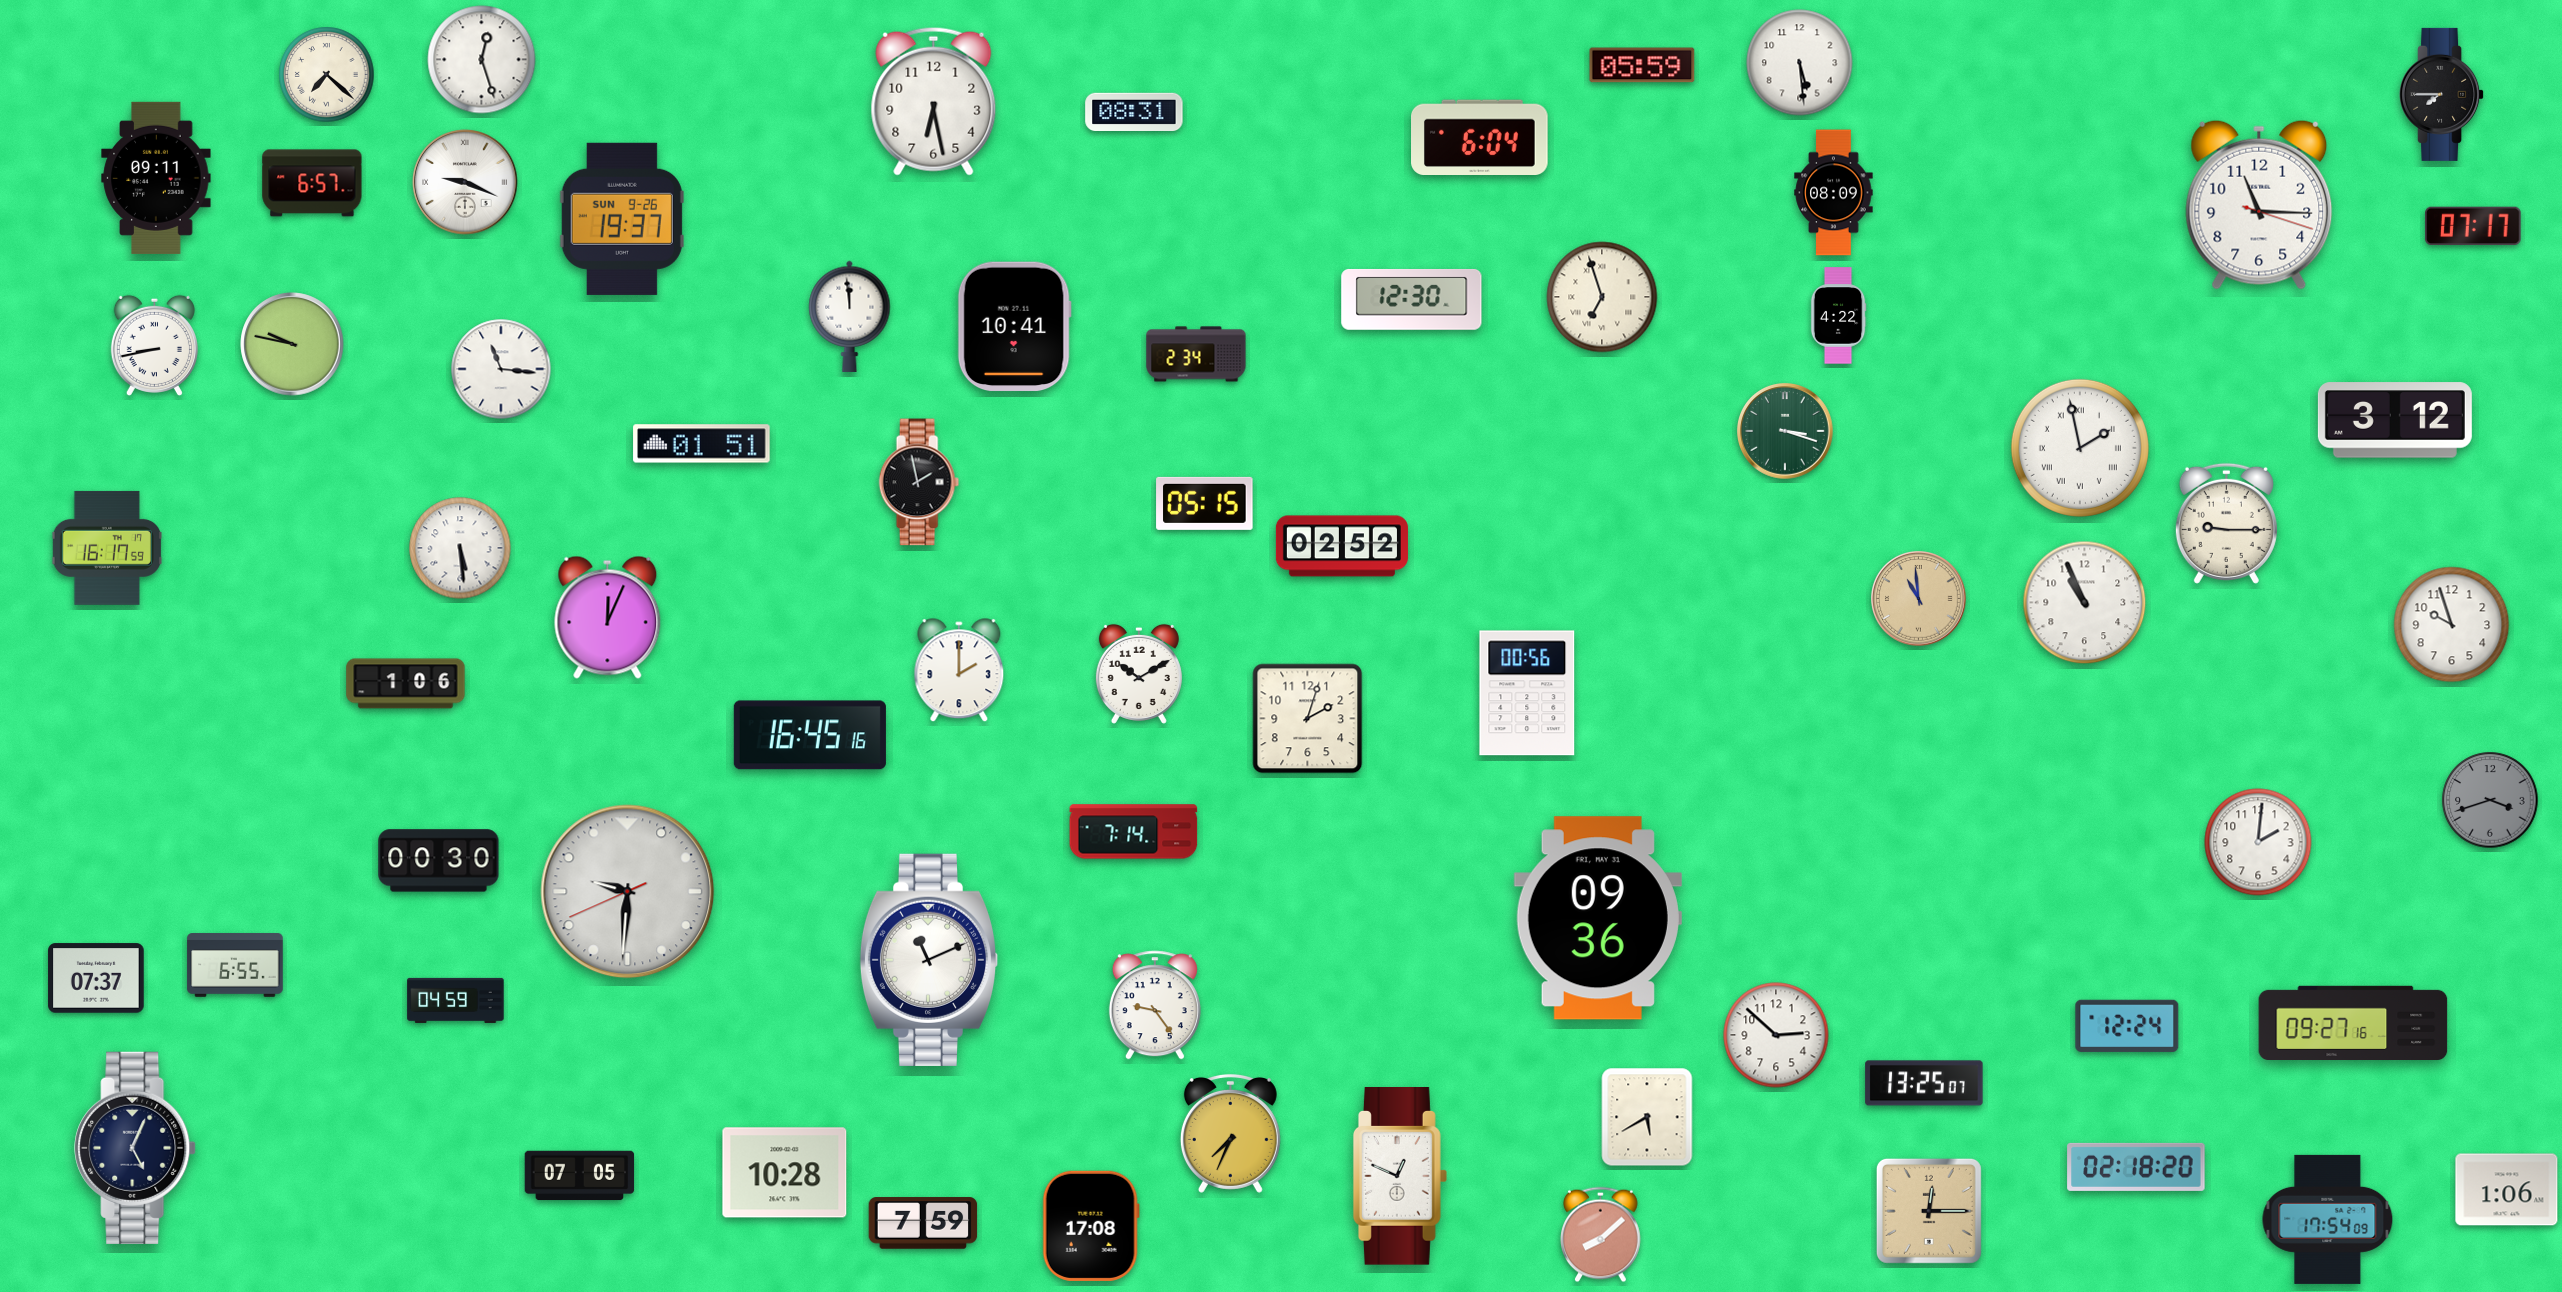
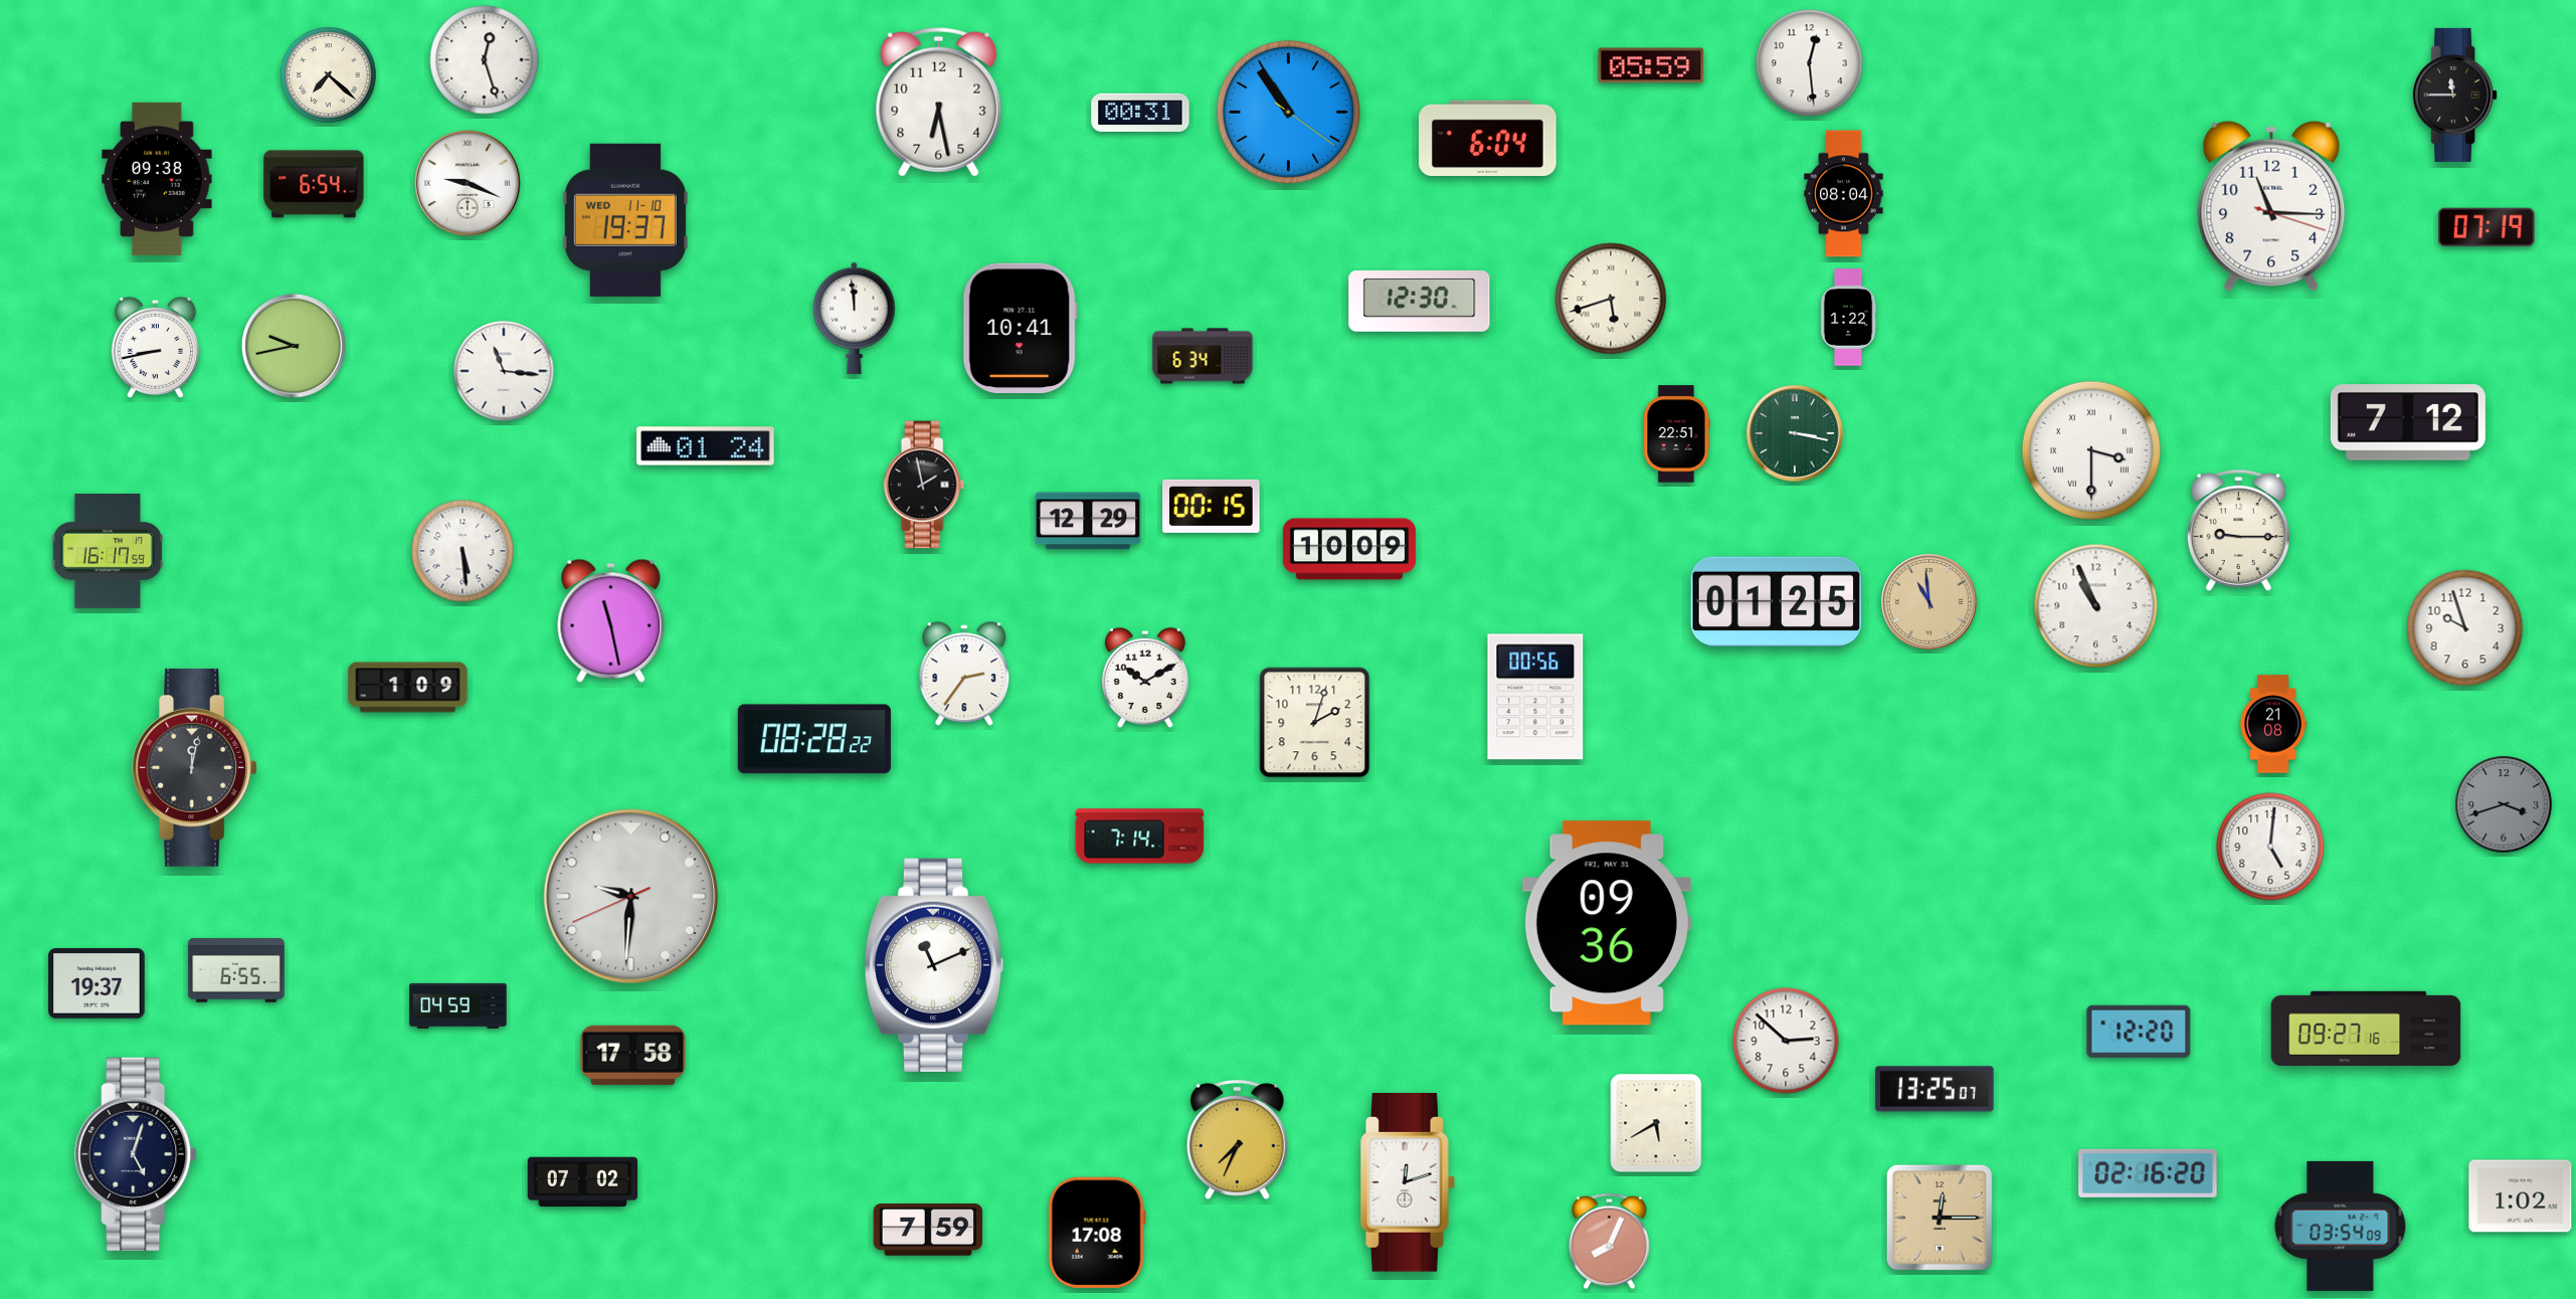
clock at (1800, 63): 5:29 -> 12:29
clock at (2442, 94): 7:45 -> 11:45
clock at (1134, 111): 08:31 -> 00:31
clock at (1288, 112): none -> 10:54
clock at (156, 178): 09:11 -> 09:38
clock at (312, 183): 6:57 -> 6:54
clock at (1834, 193): 08:09 -> 08:04
clock at (622, 219) date: SUN 9-26 -> WED 11-10
clock at (2473, 226): 07:17 -> 07:19
clock at (1602, 297): 6:57 -> 5:42
clock at (1838, 316): 4:22 -> 1:22
clock at (292, 344): 9:47 -> 9:43
clock at (1196, 354): 2:34 -> 6:34
clock at (2395, 420): 3:12 -> 7:12
clock at (1785, 431): 3:18 -> 3:17
clock at (1676, 434): none -> 22:51
clock at (702, 444): 01:51 -> 01:24
clock at (2080, 448): 1:58 -> 3:30
clock at (1205, 503): 05:15 -> 00:15
clock at (1088, 521): none -> 12:29
clock at (2226, 523) position: (2226, 523) -> (2238, 530)
clock at (1342, 546): 02:52 -> 10:09
clock at (1777, 602): none -> 01:25
clock at (608, 617): 12:04 -> 11:28
clock at (959, 671): 2:00 -> 2:36
clock at (406, 684): 1:06 -> 1:09
clock at (2273, 724): none -> 21:08
clock at (810, 735): 16:45 -> 08:28
clock at (195, 767): none -> 12:02
clock at (2258, 842): 2:01 -> 5:01
clock at (439, 861): 00:30 -> none
clock at (96, 978): 07:37 -> 19:37
clock at (1155, 1005): 9:24 -> none
clock at (2127, 1026): 12:24 -> 12:20
clock at (633, 1055): none -> 17:58
clock at (135, 1148): 5:04 -> 5:03
clock at (2136, 1167): 02:18 -> 02:16
clock at (785, 1173): 10:28 -> none
clock at (580, 1176): 07:05 -> 07:02
clock at (1400, 1176): 12:49 -> 12:12
clock at (2507, 1190): 1:06 -> 1:02
clock at (2328, 1219): 17:54 -> 03:54
clock at (1601, 1235): 8:08 -> 8:04
